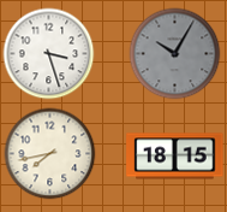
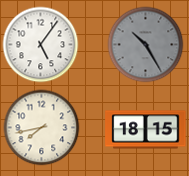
clock at (49, 54): 3:27 -> 5:06
clock at (175, 54): 10:05 -> 10:25
